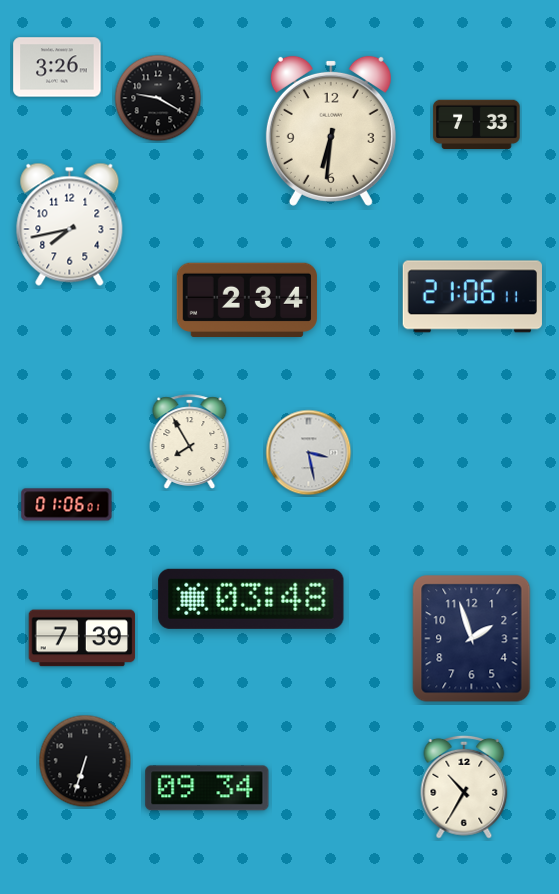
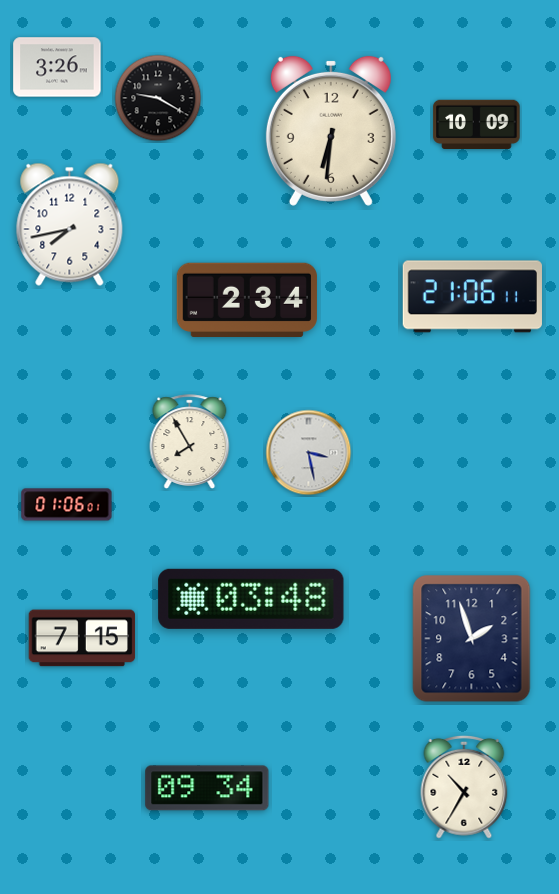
clock at (477, 124): 7:33 -> 10:09
clock at (82, 638): 7:39 -> 7:15
clock at (85, 761): 6:33 -> none
